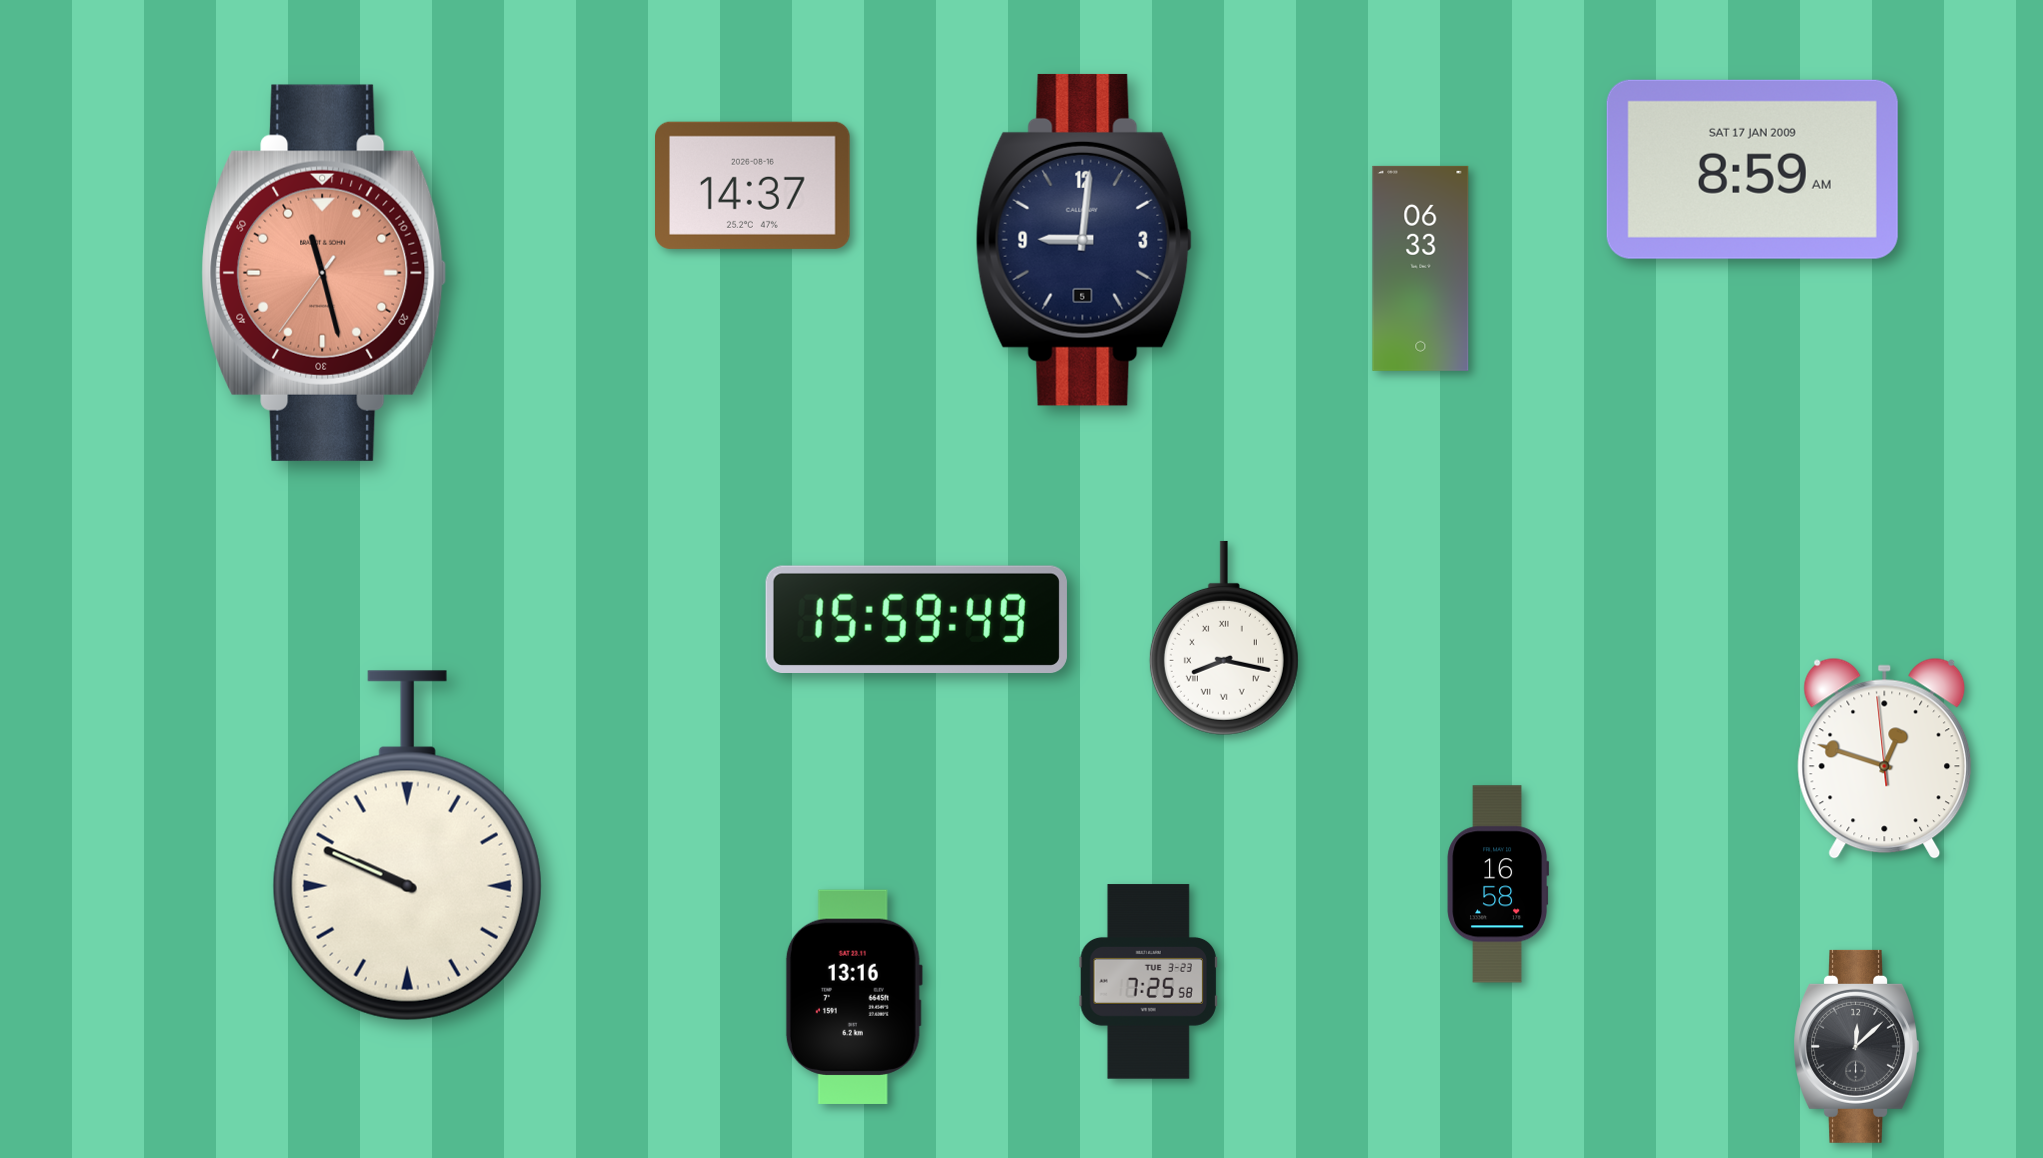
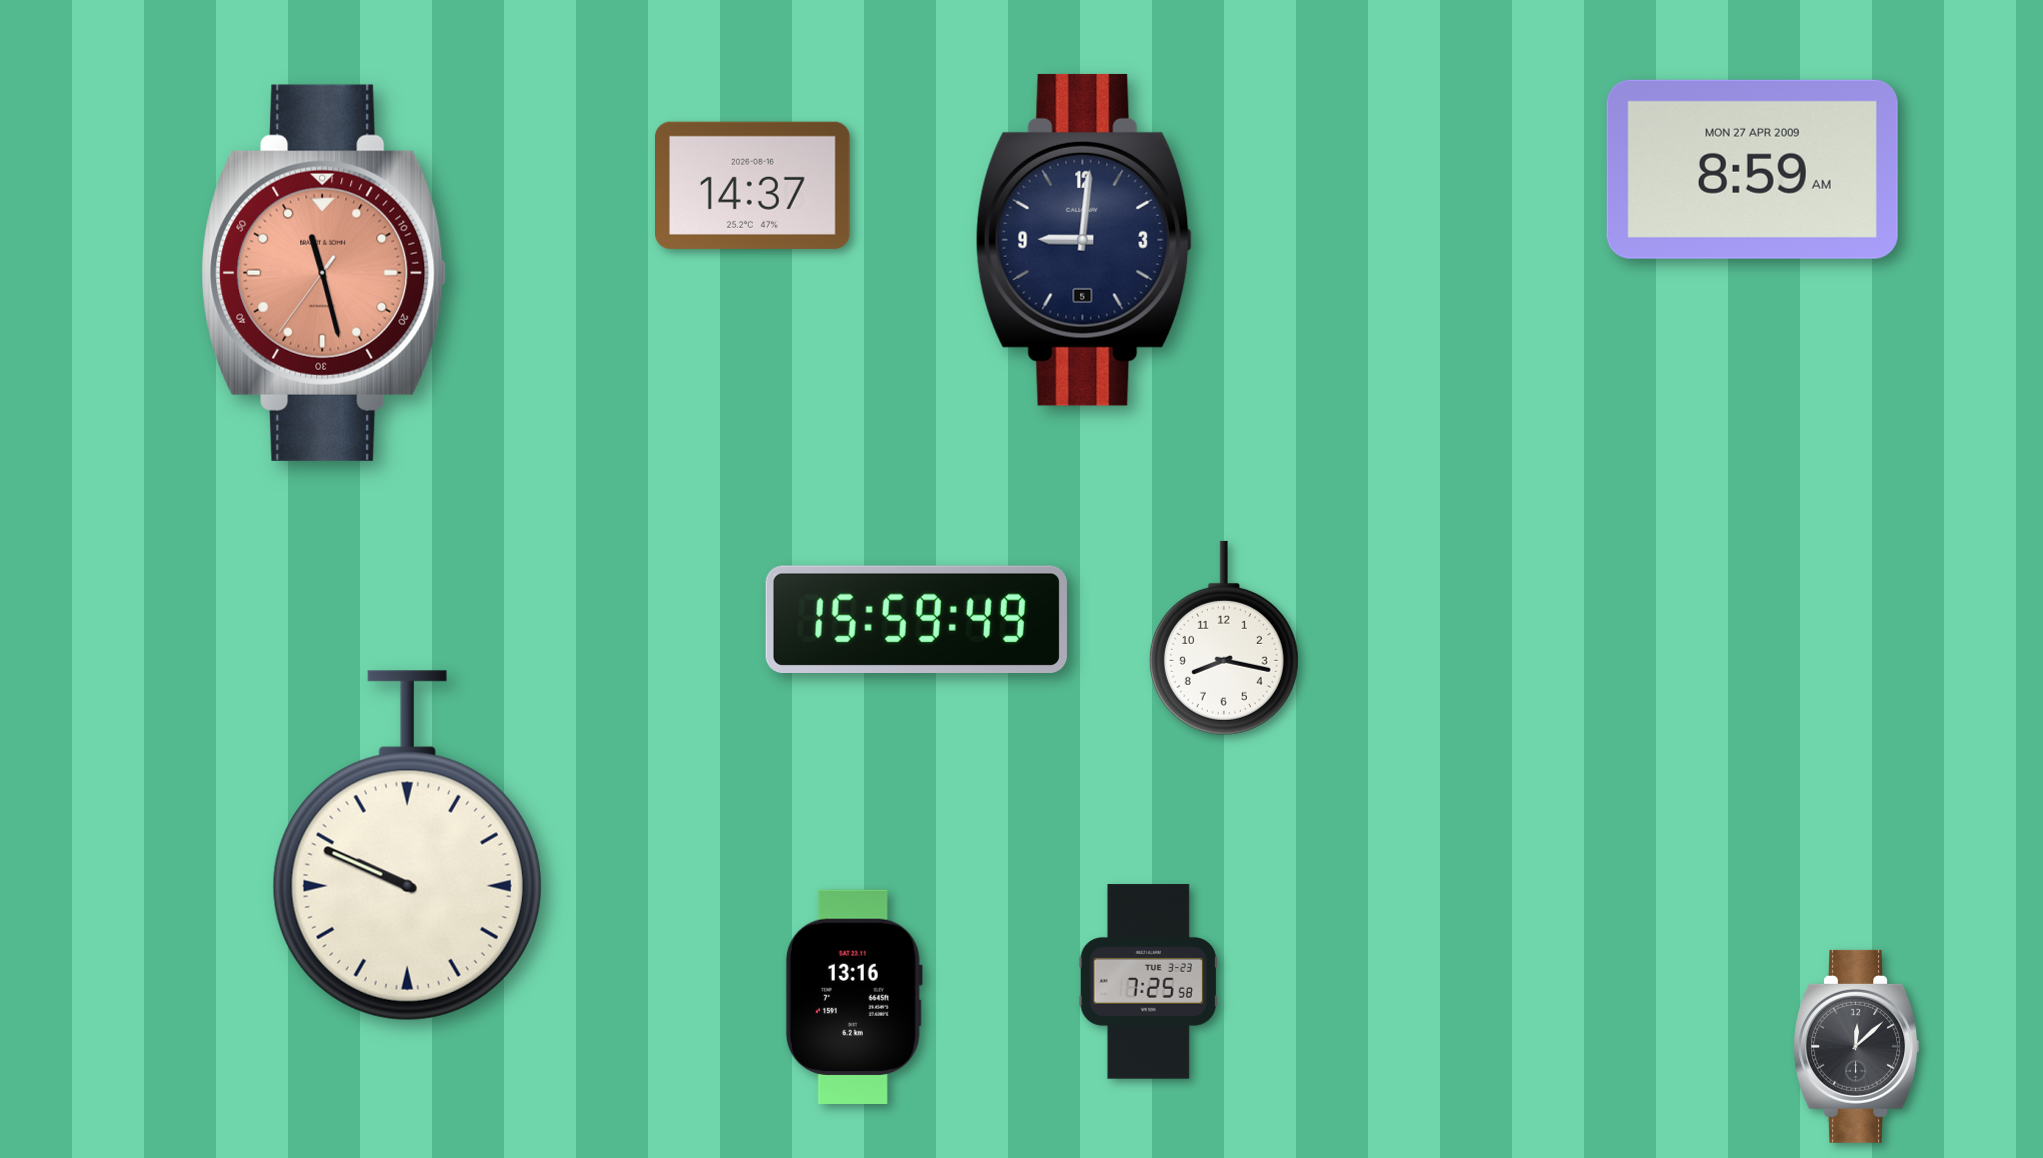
clock at (1752, 169) date: SAT 17 JAN 2009 -> MON 27 APR 2009
clock at (1421, 268): 06:33 -> none
clock at (1224, 638) numerals: Roman -> Arabic
clock at (1885, 758): 12:47 -> none
clock at (1498, 884): 16:58 -> none
